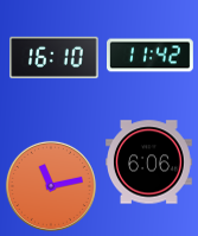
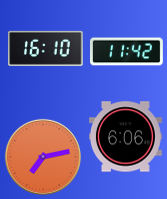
clock at (151, 56) position: (151, 56) -> (127, 52)
clock at (51, 186): 11:13 -> 7:13
